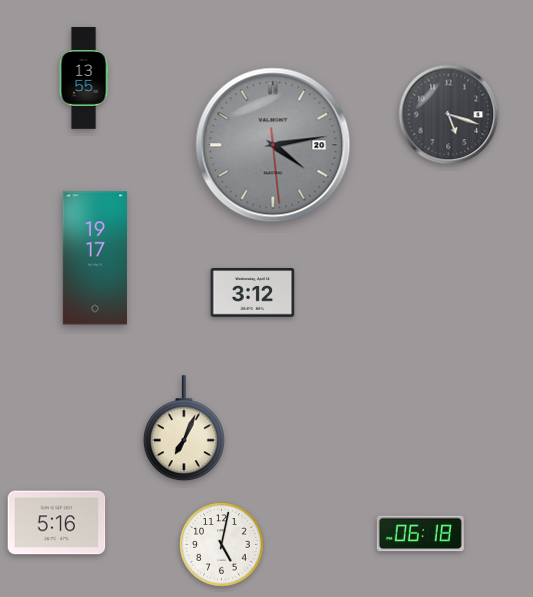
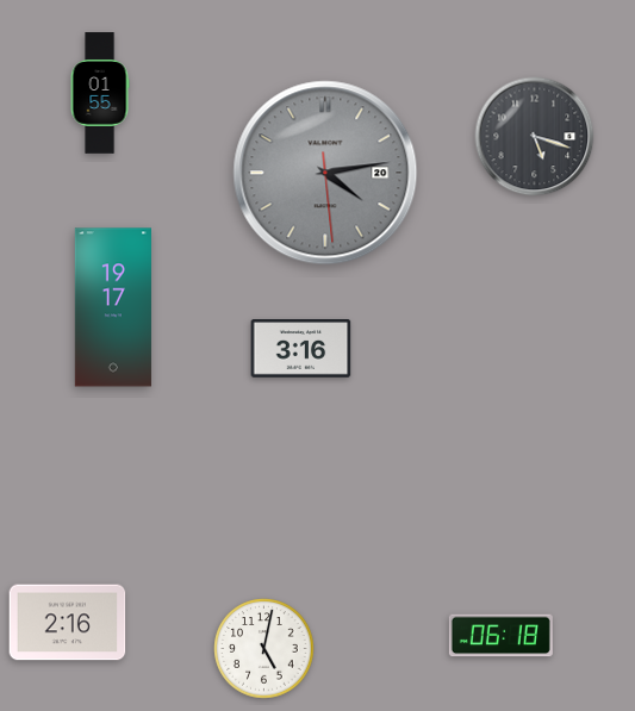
clock at (84, 78): 13:55 -> 01:55
clock at (253, 293): 3:12 -> 3:16
clock at (184, 429): 7:04 -> none
clock at (57, 523): 5:16 -> 2:16
